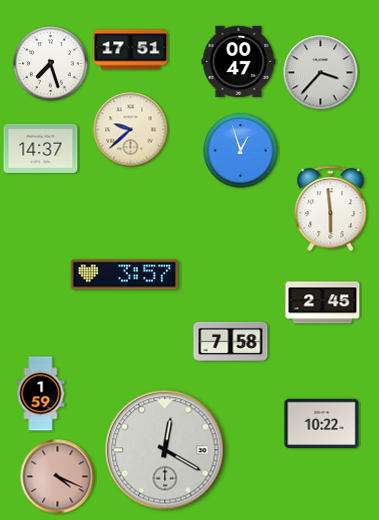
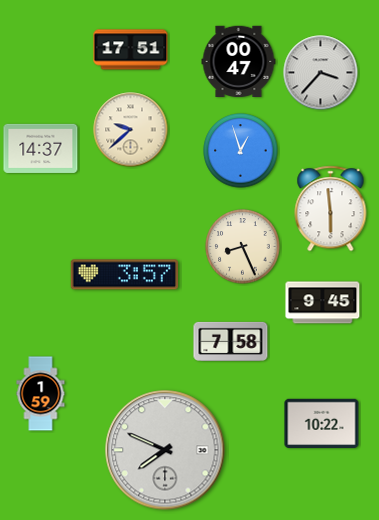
clock at (51, 64): 7:27 -> none
clock at (243, 247): none -> 8:26
clock at (323, 303): 2:45 -> 9:45
clock at (165, 450): 12:20 -> 7:49
clock at (58, 477): 4:19 -> none
